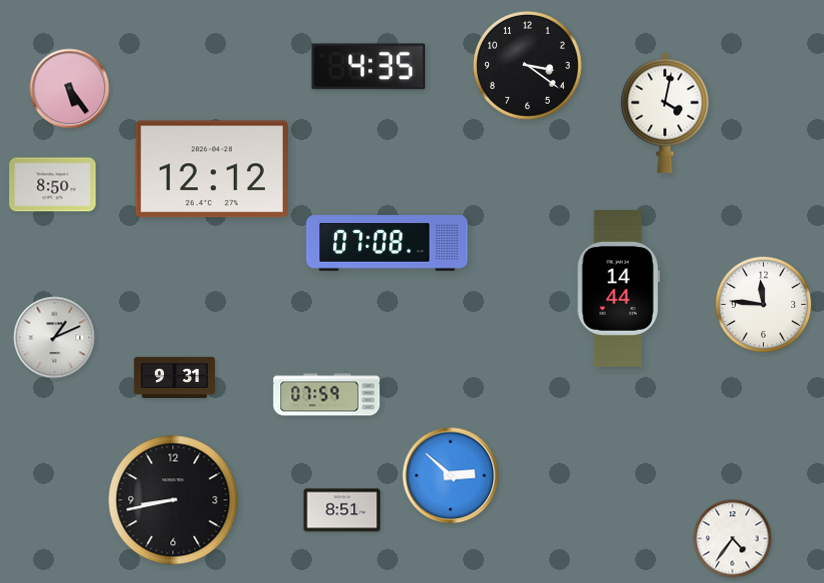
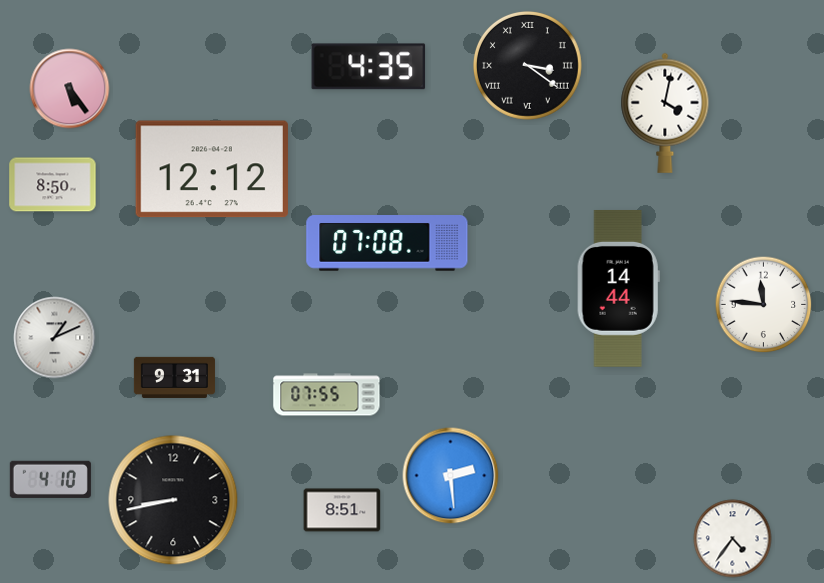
clock at (527, 65) numerals: Arabic -> Roman
clock at (327, 395): 07:59 -> 07:55
clock at (451, 476): 2:52 -> 2:29
clock at (50, 479): none -> 4:10
